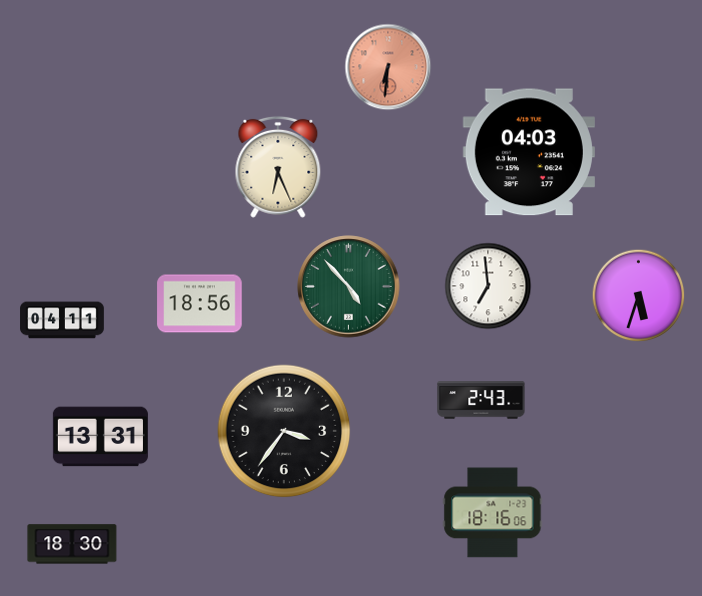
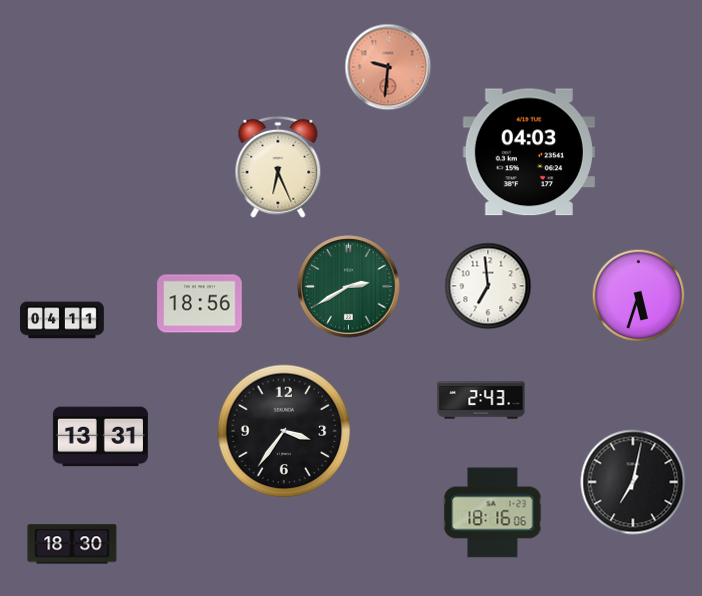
clock at (388, 67): 6:31 -> 9:31
clock at (349, 287): 4:53 -> 2:40
clock at (633, 482): none -> 7:02
